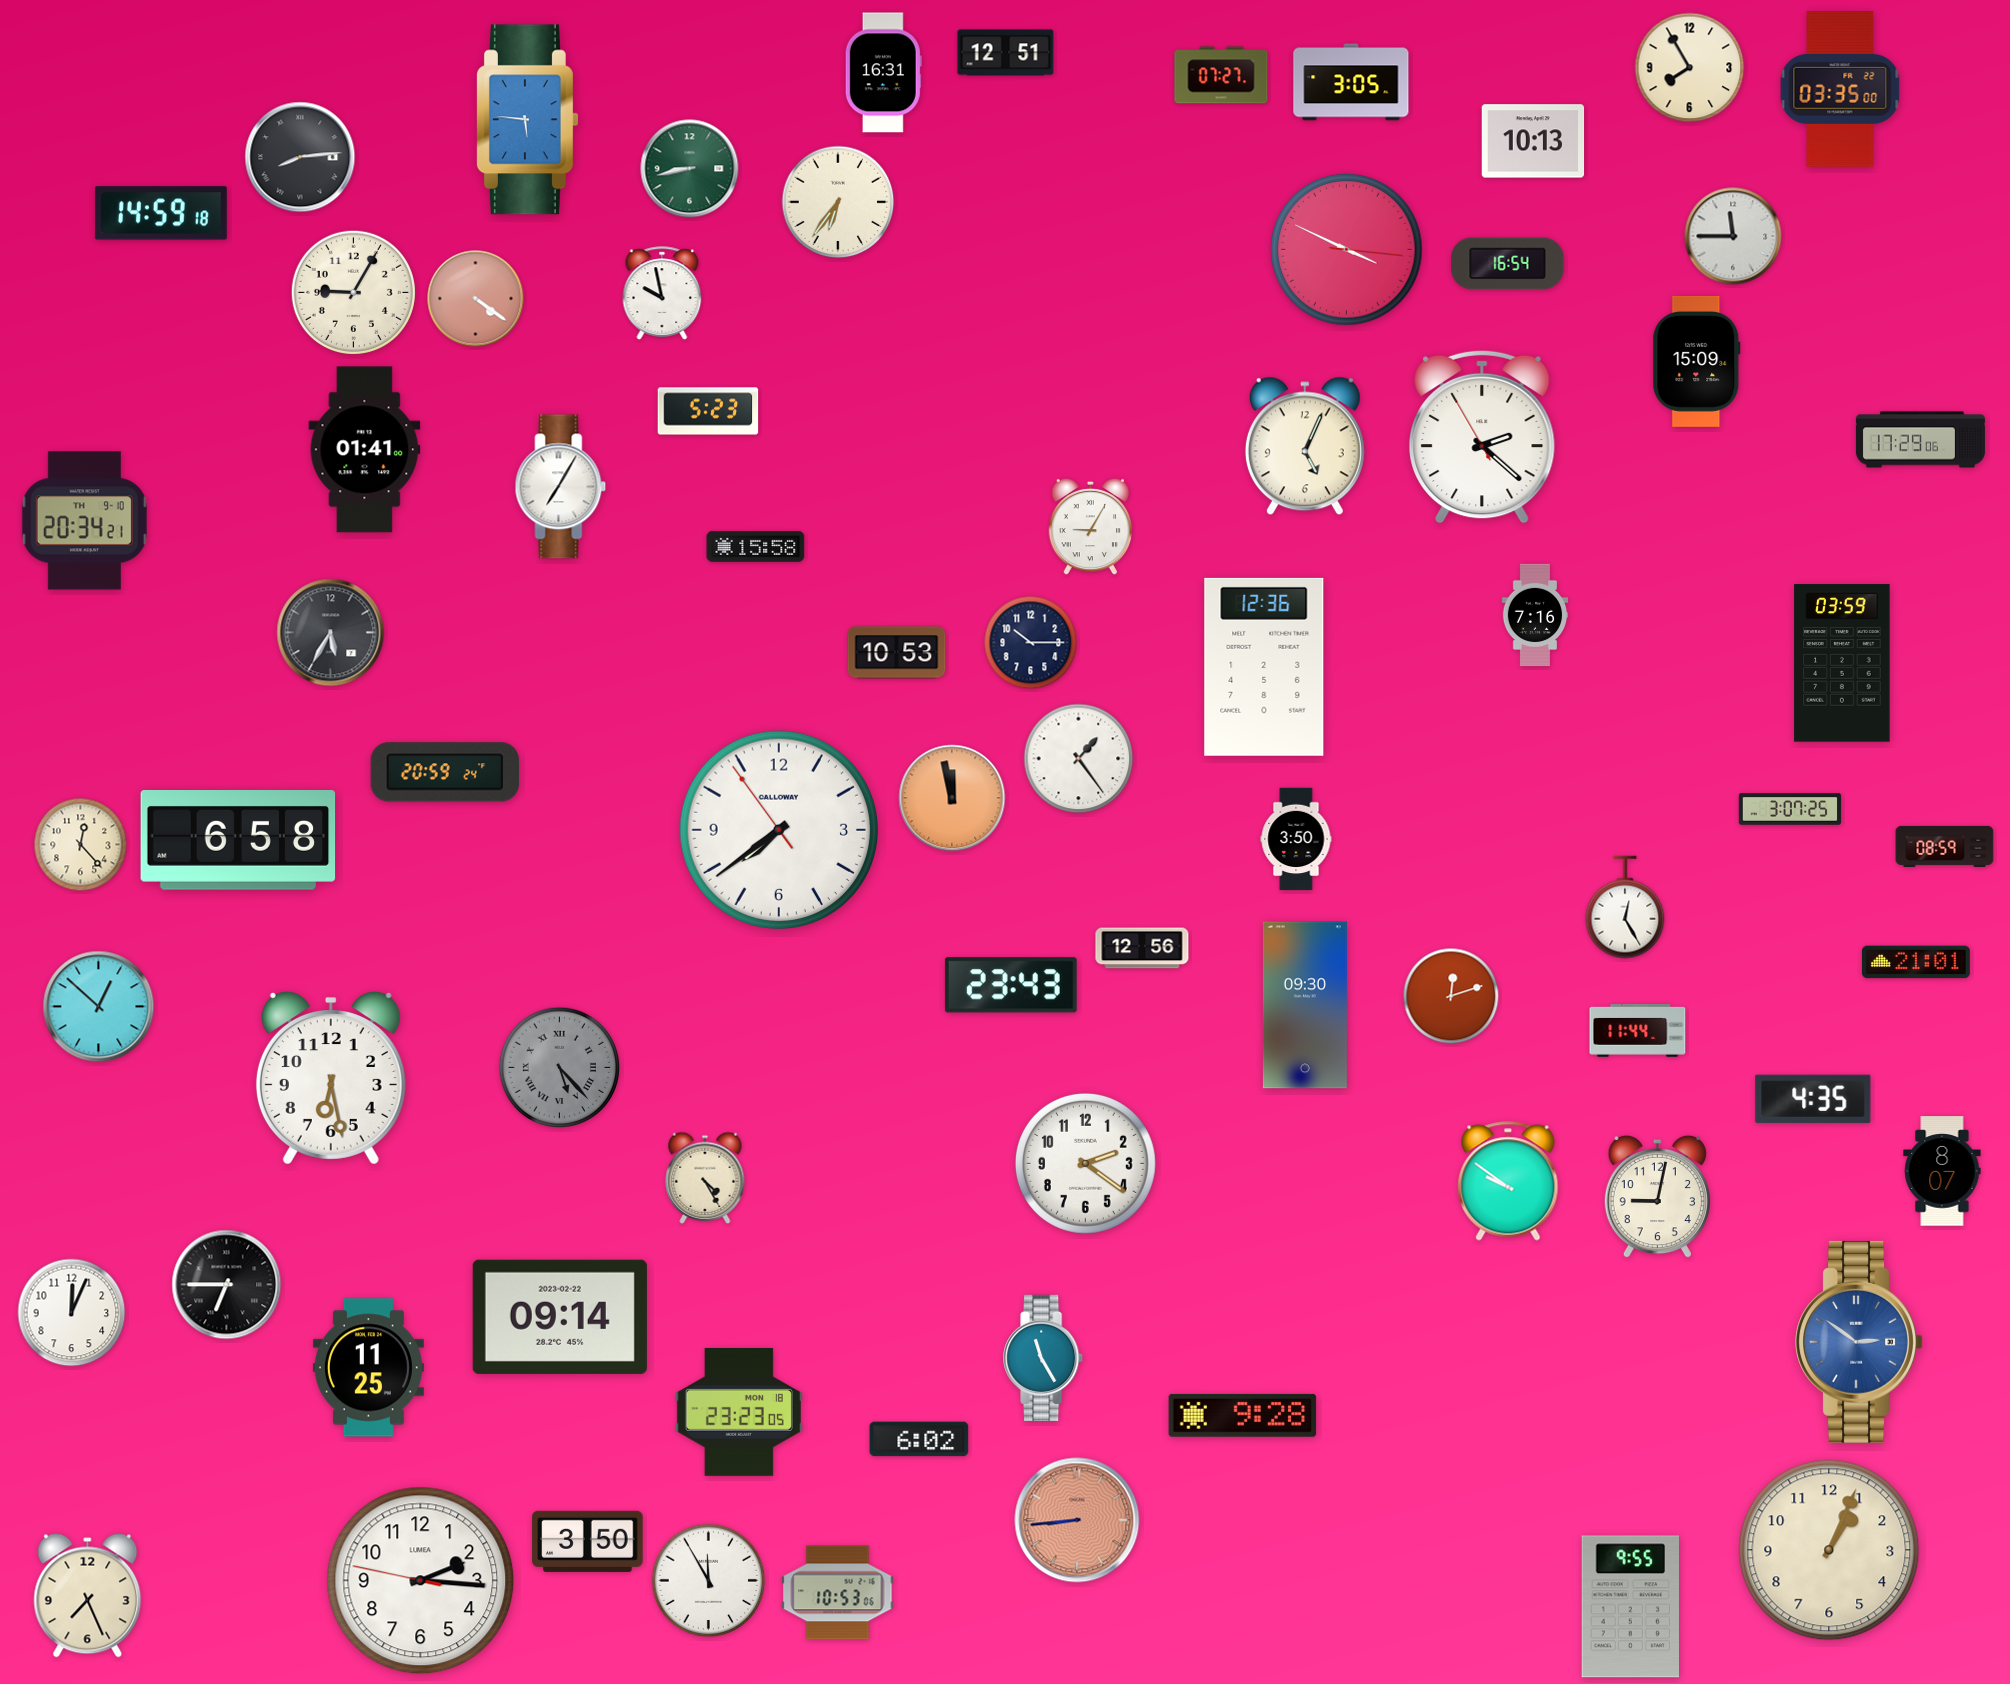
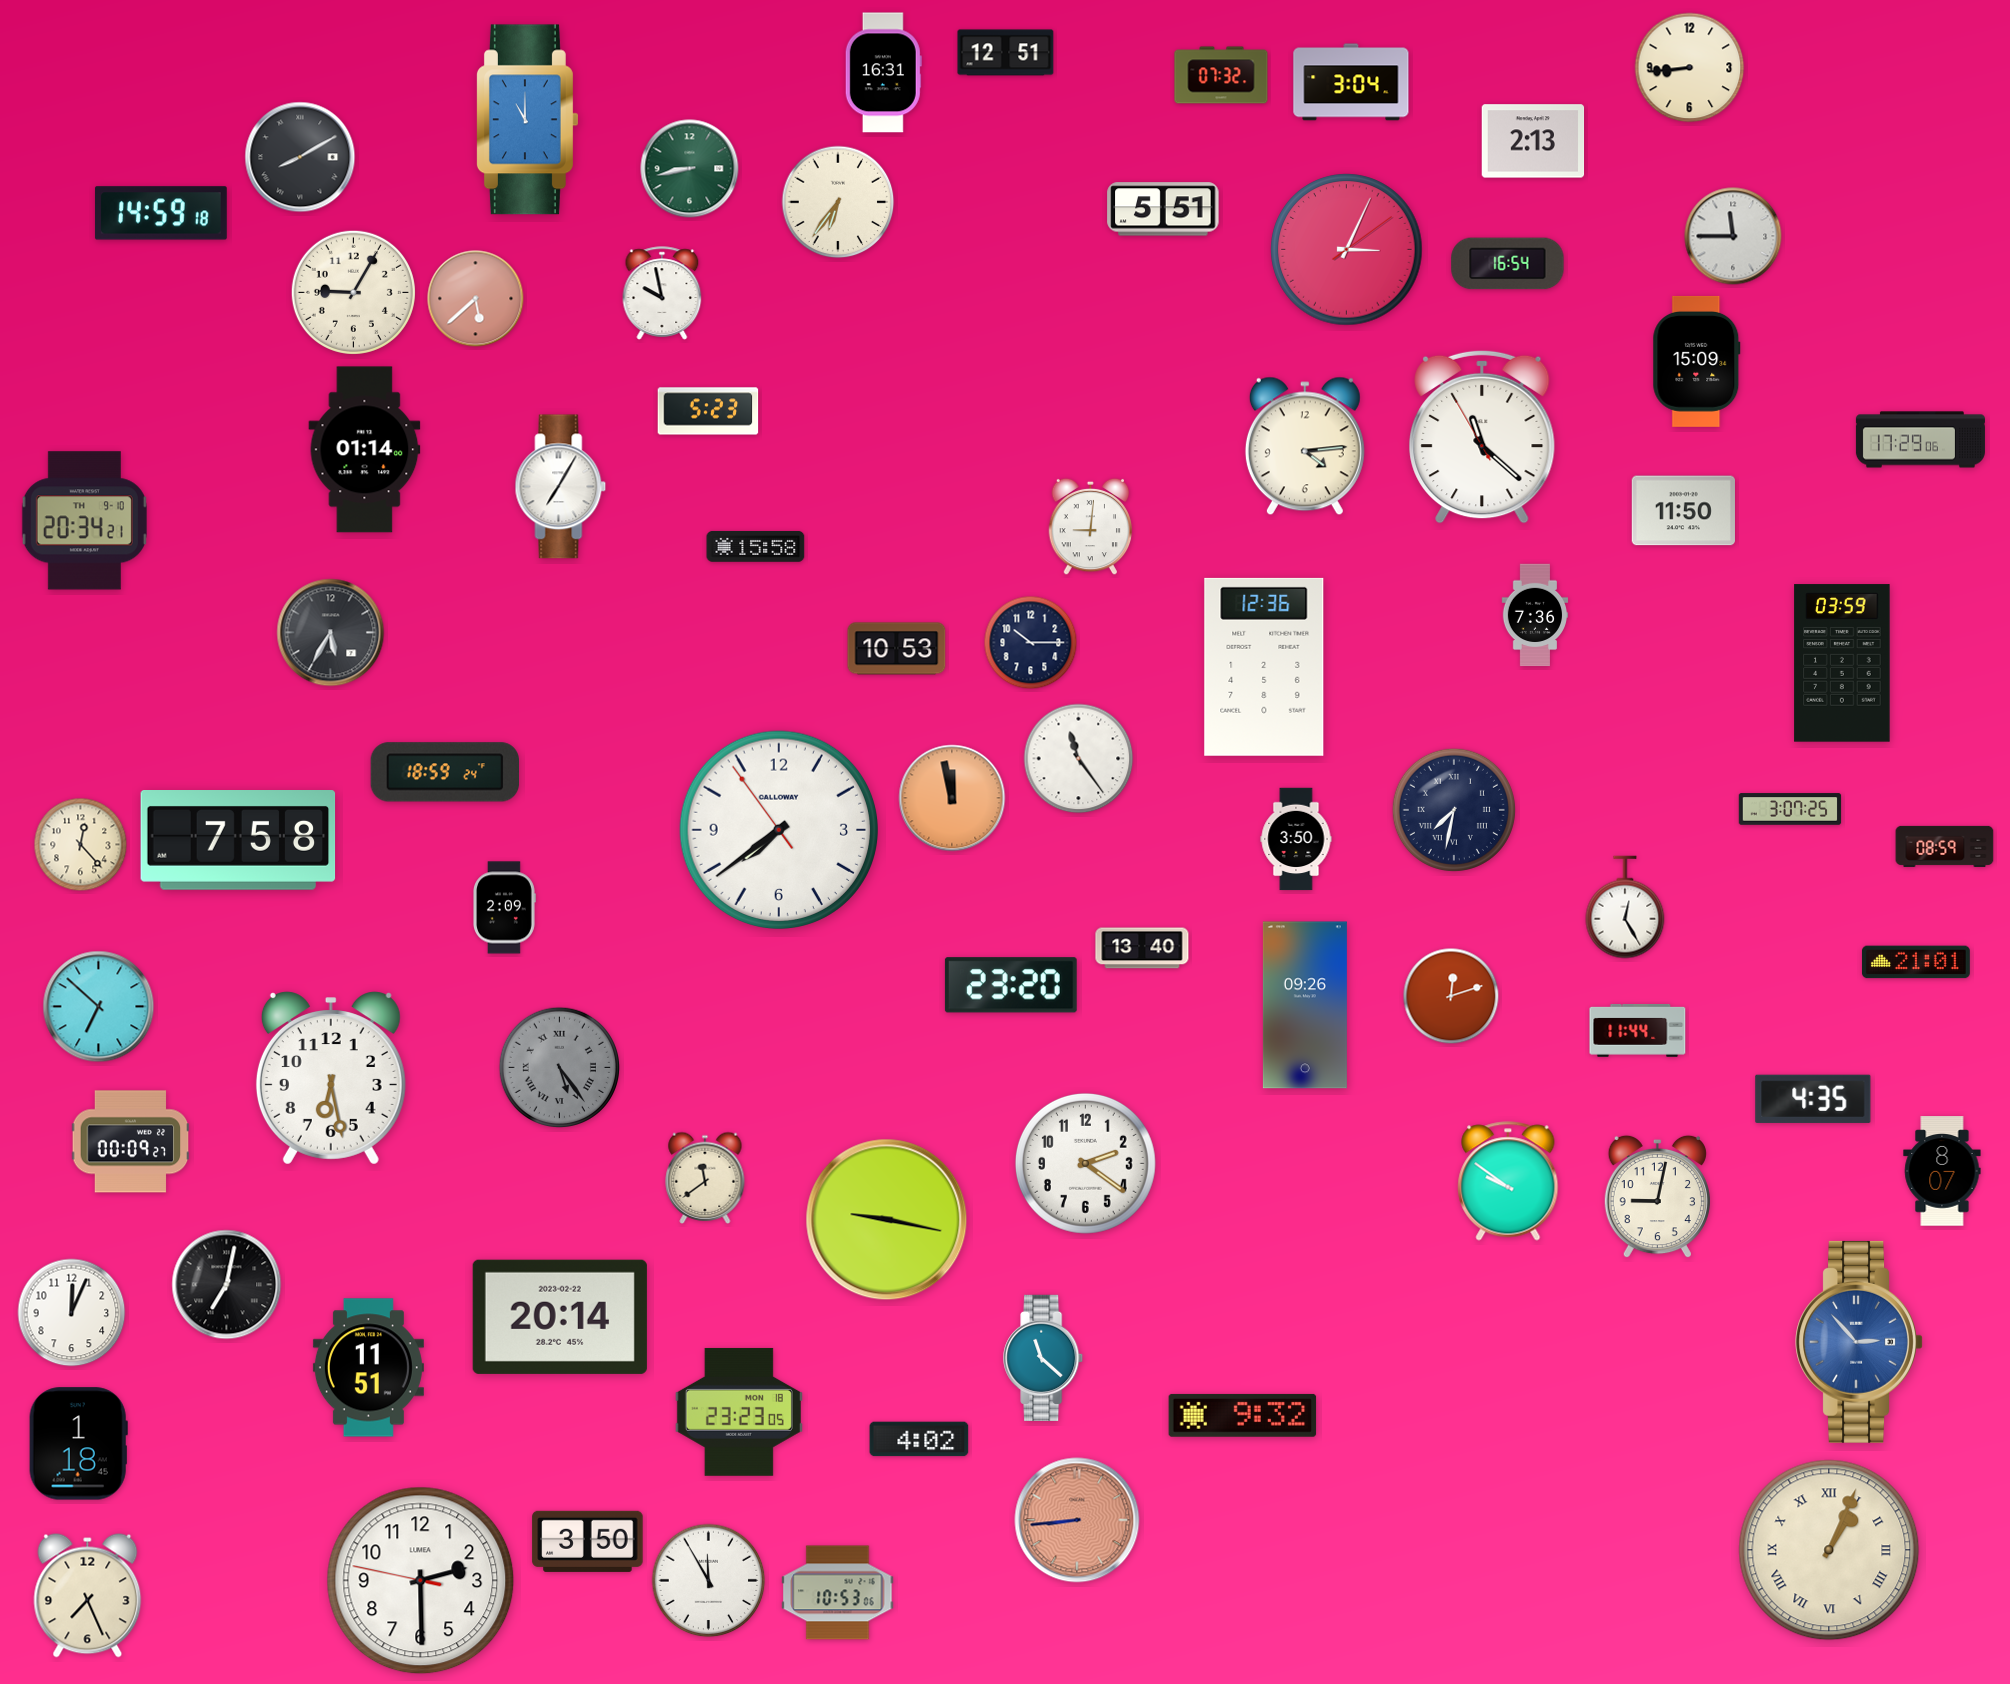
clock at (1690, 68): 7:55 -> 8:44
clock at (1221, 75): 07:27 -> 07:32
clock at (1351, 82): 3:05 -> 3:04
clock at (1840, 90): 03:35 -> none
clock at (527, 120): 5:46 -> 11:00
clock at (1533, 141): 10:13 -> 2:13
clock at (300, 157): 8:14 -> 8:10
clock at (1163, 209): none -> 5:51
clock at (1347, 250): 3:49 -> 3:04
clock at (476, 299): 4:21 -> 5:38
clock at (1482, 437): 2:21 -> 11:21
clock at (1305, 446): 5:04 -> 4:14
clock at (365, 450): 01:41 -> 01:14
clock at (1683, 511): none -> 11:50
clock at (1091, 527): 9:05 -> 9:01
clock at (1535, 615): 7:16 -> 7:36
clock at (897, 653) position: (897, 653) -> (897, 649)
clock at (1079, 759): 1:24 -> 11:24
clock at (445, 772): 20:59 -> 18:59
clock at (1454, 810): none -> 7:32
clock at (238, 841): 6:58 -> 7:58
clock at (505, 908): none -> 2:09
clock at (1142, 948): 12:56 -> 13:40
clock at (1011, 985): 23:43 -> 23:20
clock at (1305, 1005): 09:30 -> 09:26
clock at (99, 1007): 12:52 -> 6:52
clock at (559, 1067): 5:23 -> 5:24
clock at (131, 1142): none -> 00:09
clock at (705, 1178): 4:25 -> 11:39
clock at (887, 1220): none -> 9:17
clock at (227, 1285): 6:45 -> 7:02
clock at (560, 1317): 09:14 -> 20:14
clock at (1859, 1342): 2:51 -> 2:53
clock at (1044, 1357): 11:25 -> 11:22
clock at (368, 1368): 11:25 -> 11:51
clock at (1243, 1415): 9:28 -> 9:32
clock at (919, 1439): 6:02 -> 4:02
clock at (78, 1444): none -> 1:18
clock at (1829, 1550) numerals: Arabic -> Roman
clock at (421, 1581): 2:15 -> 2:29
clock at (1630, 1607): 9:55 -> none
